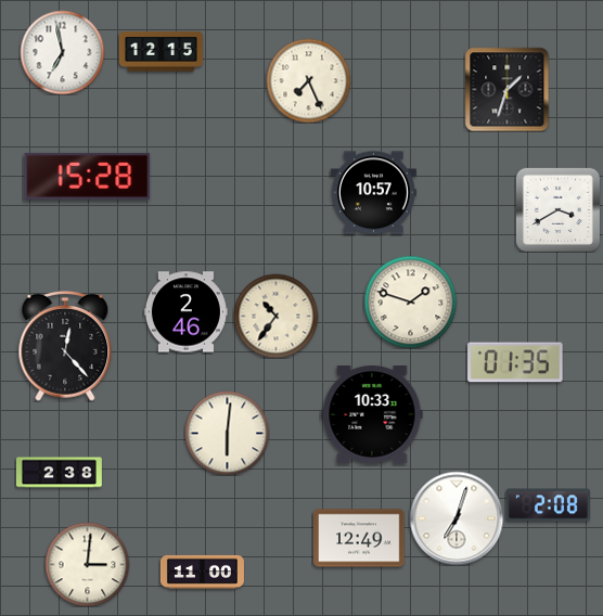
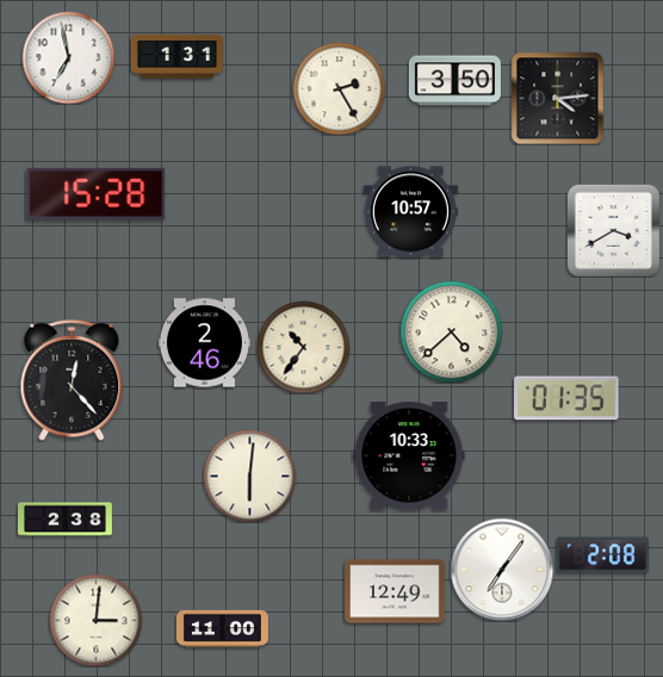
clock at (161, 52): 12:15 -> 1:31
clock at (454, 81): none -> 3:50
clock at (308, 80): 7:26 -> 2:25
clock at (506, 89): 1:33 -> 4:14
clock at (410, 301): 1:48 -> 4:38
clock at (457, 518): 7:03 -> 7:06
